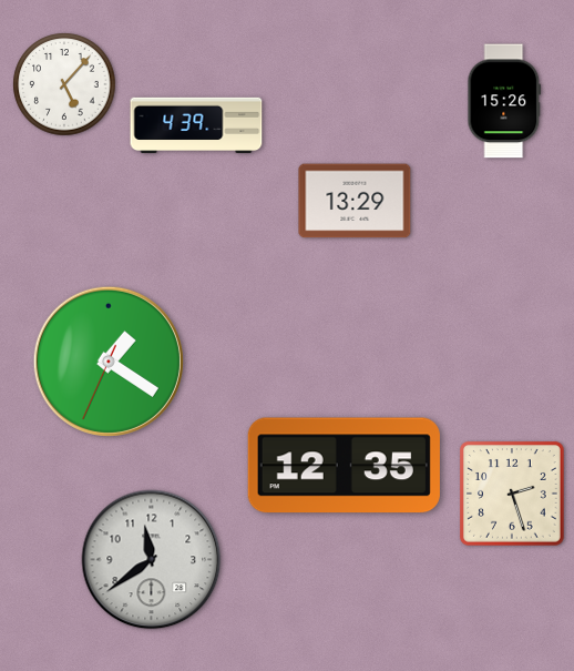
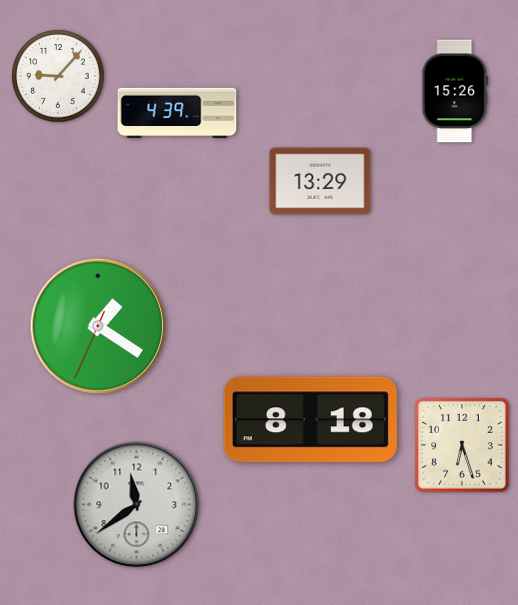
clock at (64, 84): 5:07 -> 9:07
clock at (344, 466): 12:35 -> 8:18
clock at (512, 494): 2:27 -> 6:27
